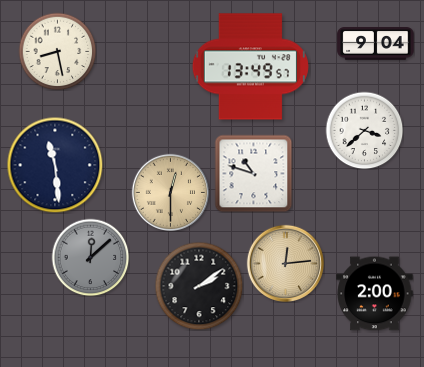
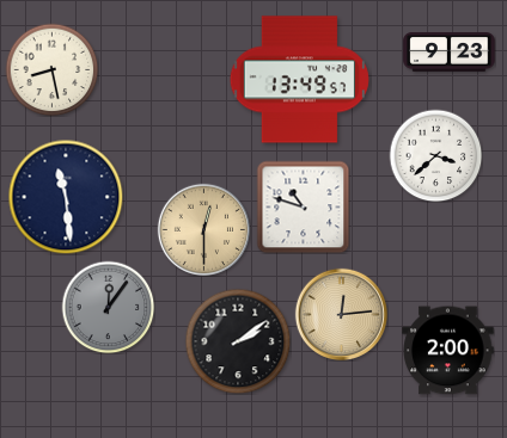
clock at (376, 44): 9:04 -> 9:23
clock at (57, 51) position: (57, 51) -> (51, 69)
clock at (90, 257): 12:08 -> 12:06
